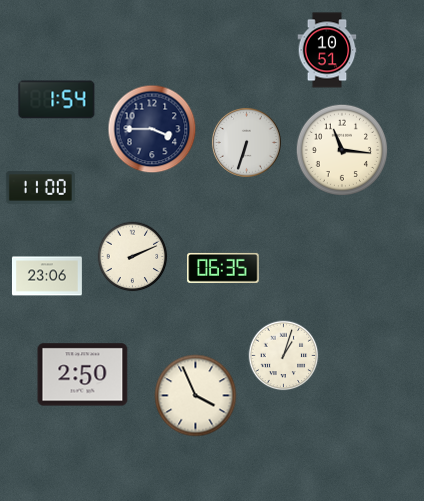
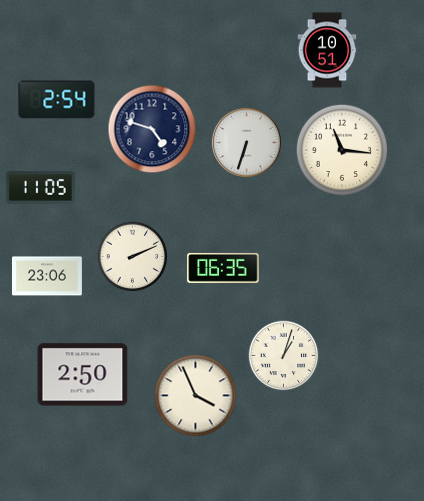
clock at (57, 100): 1:54 -> 2:54
clock at (152, 129): 3:45 -> 4:48
clock at (40, 188): 11:00 -> 11:05
